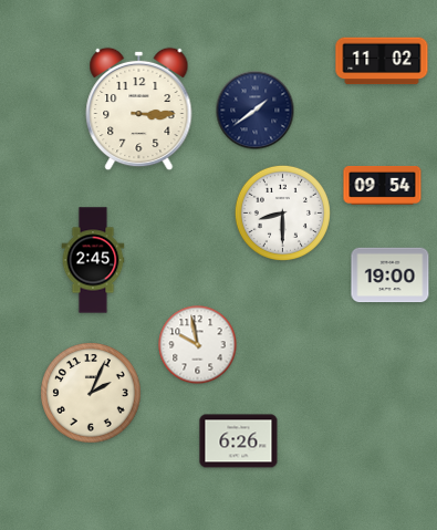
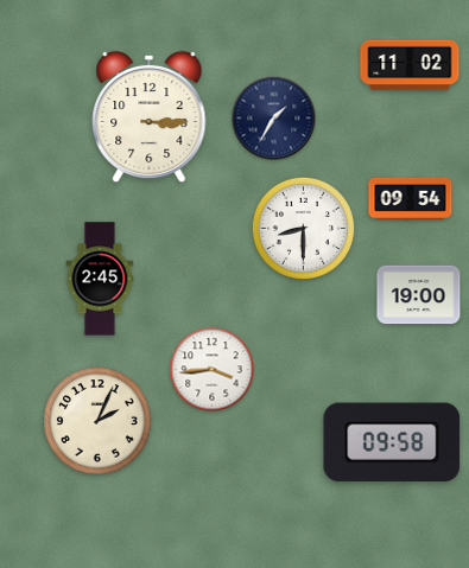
clock at (256, 111): 1:39 -> 1:35
clock at (198, 345): 9:58 -> 3:44
clock at (392, 442): none -> 09:58
clock at (239, 441): 6:26 -> none
